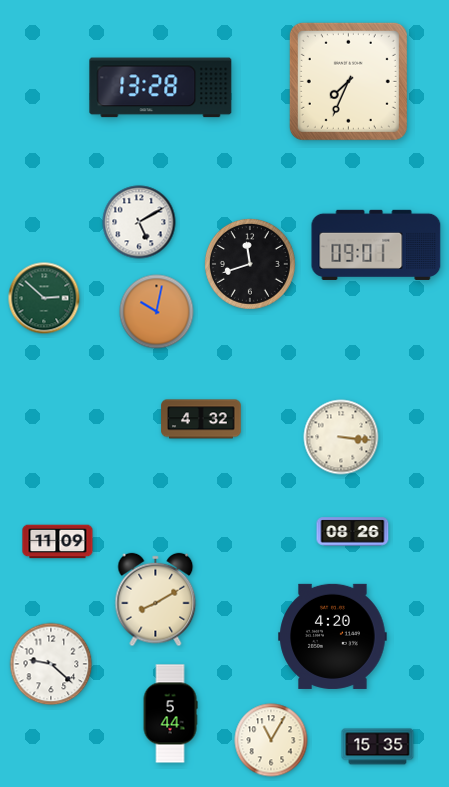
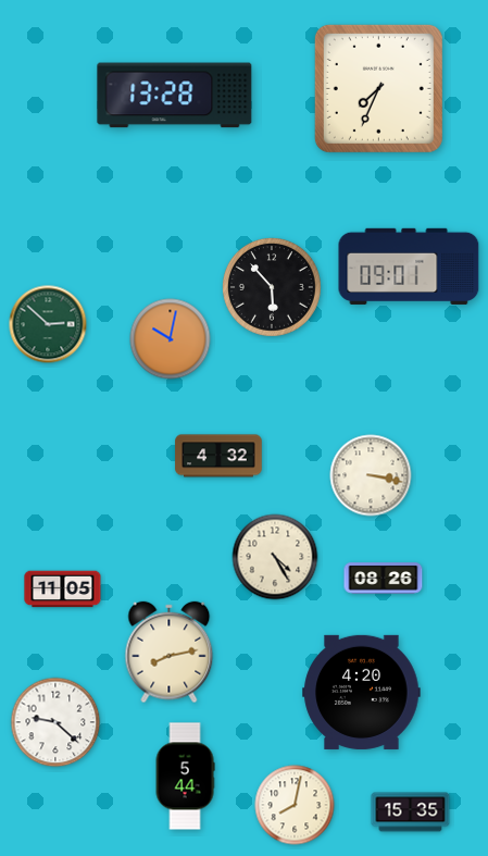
clock at (139, 222): 5:10 -> none
clock at (250, 264): 11:42 -> 5:53
clock at (341, 437): 3:16 -> 3:17
clock at (275, 557): none -> 4:25
clock at (58, 542): 11:09 -> 11:05
clock at (156, 600): 8:10 -> 8:13
clock at (271, 740): 11:05 -> 8:02
